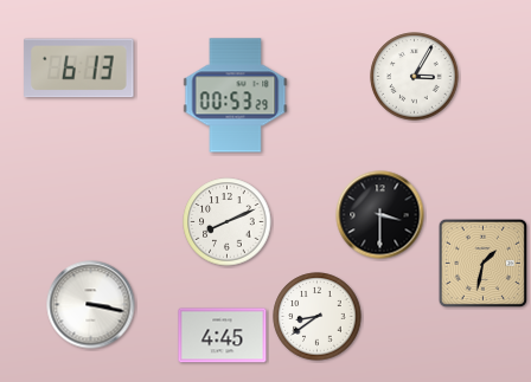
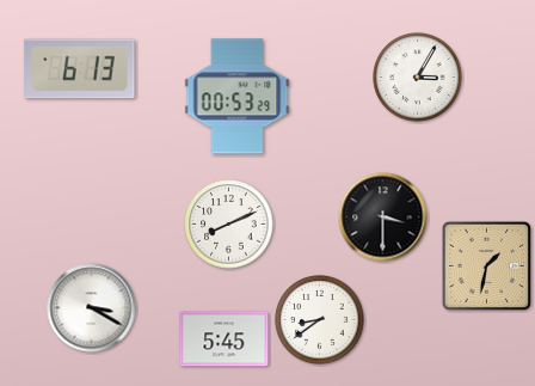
clock at (91, 305): 3:17 -> 3:20
clock at (223, 336): 4:45 -> 5:45
